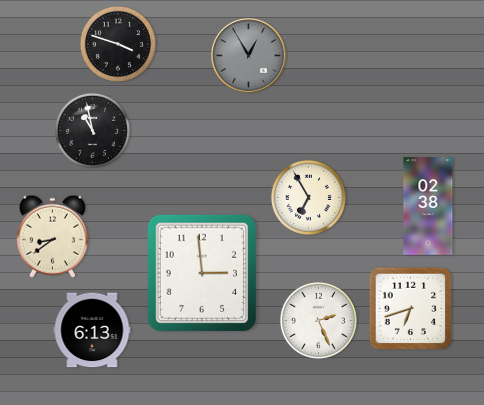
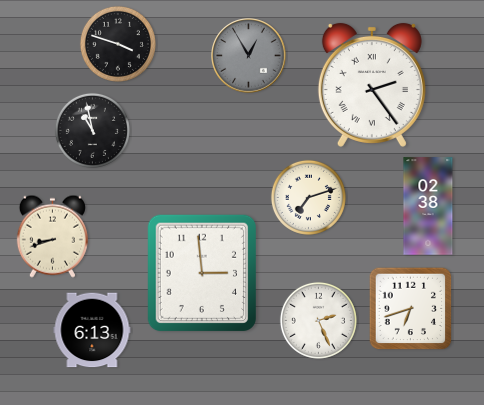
clock at (372, 85): none -> 2:24
clock at (308, 197): 6:55 -> 7:12
clock at (52, 236): 8:39 -> 8:42
